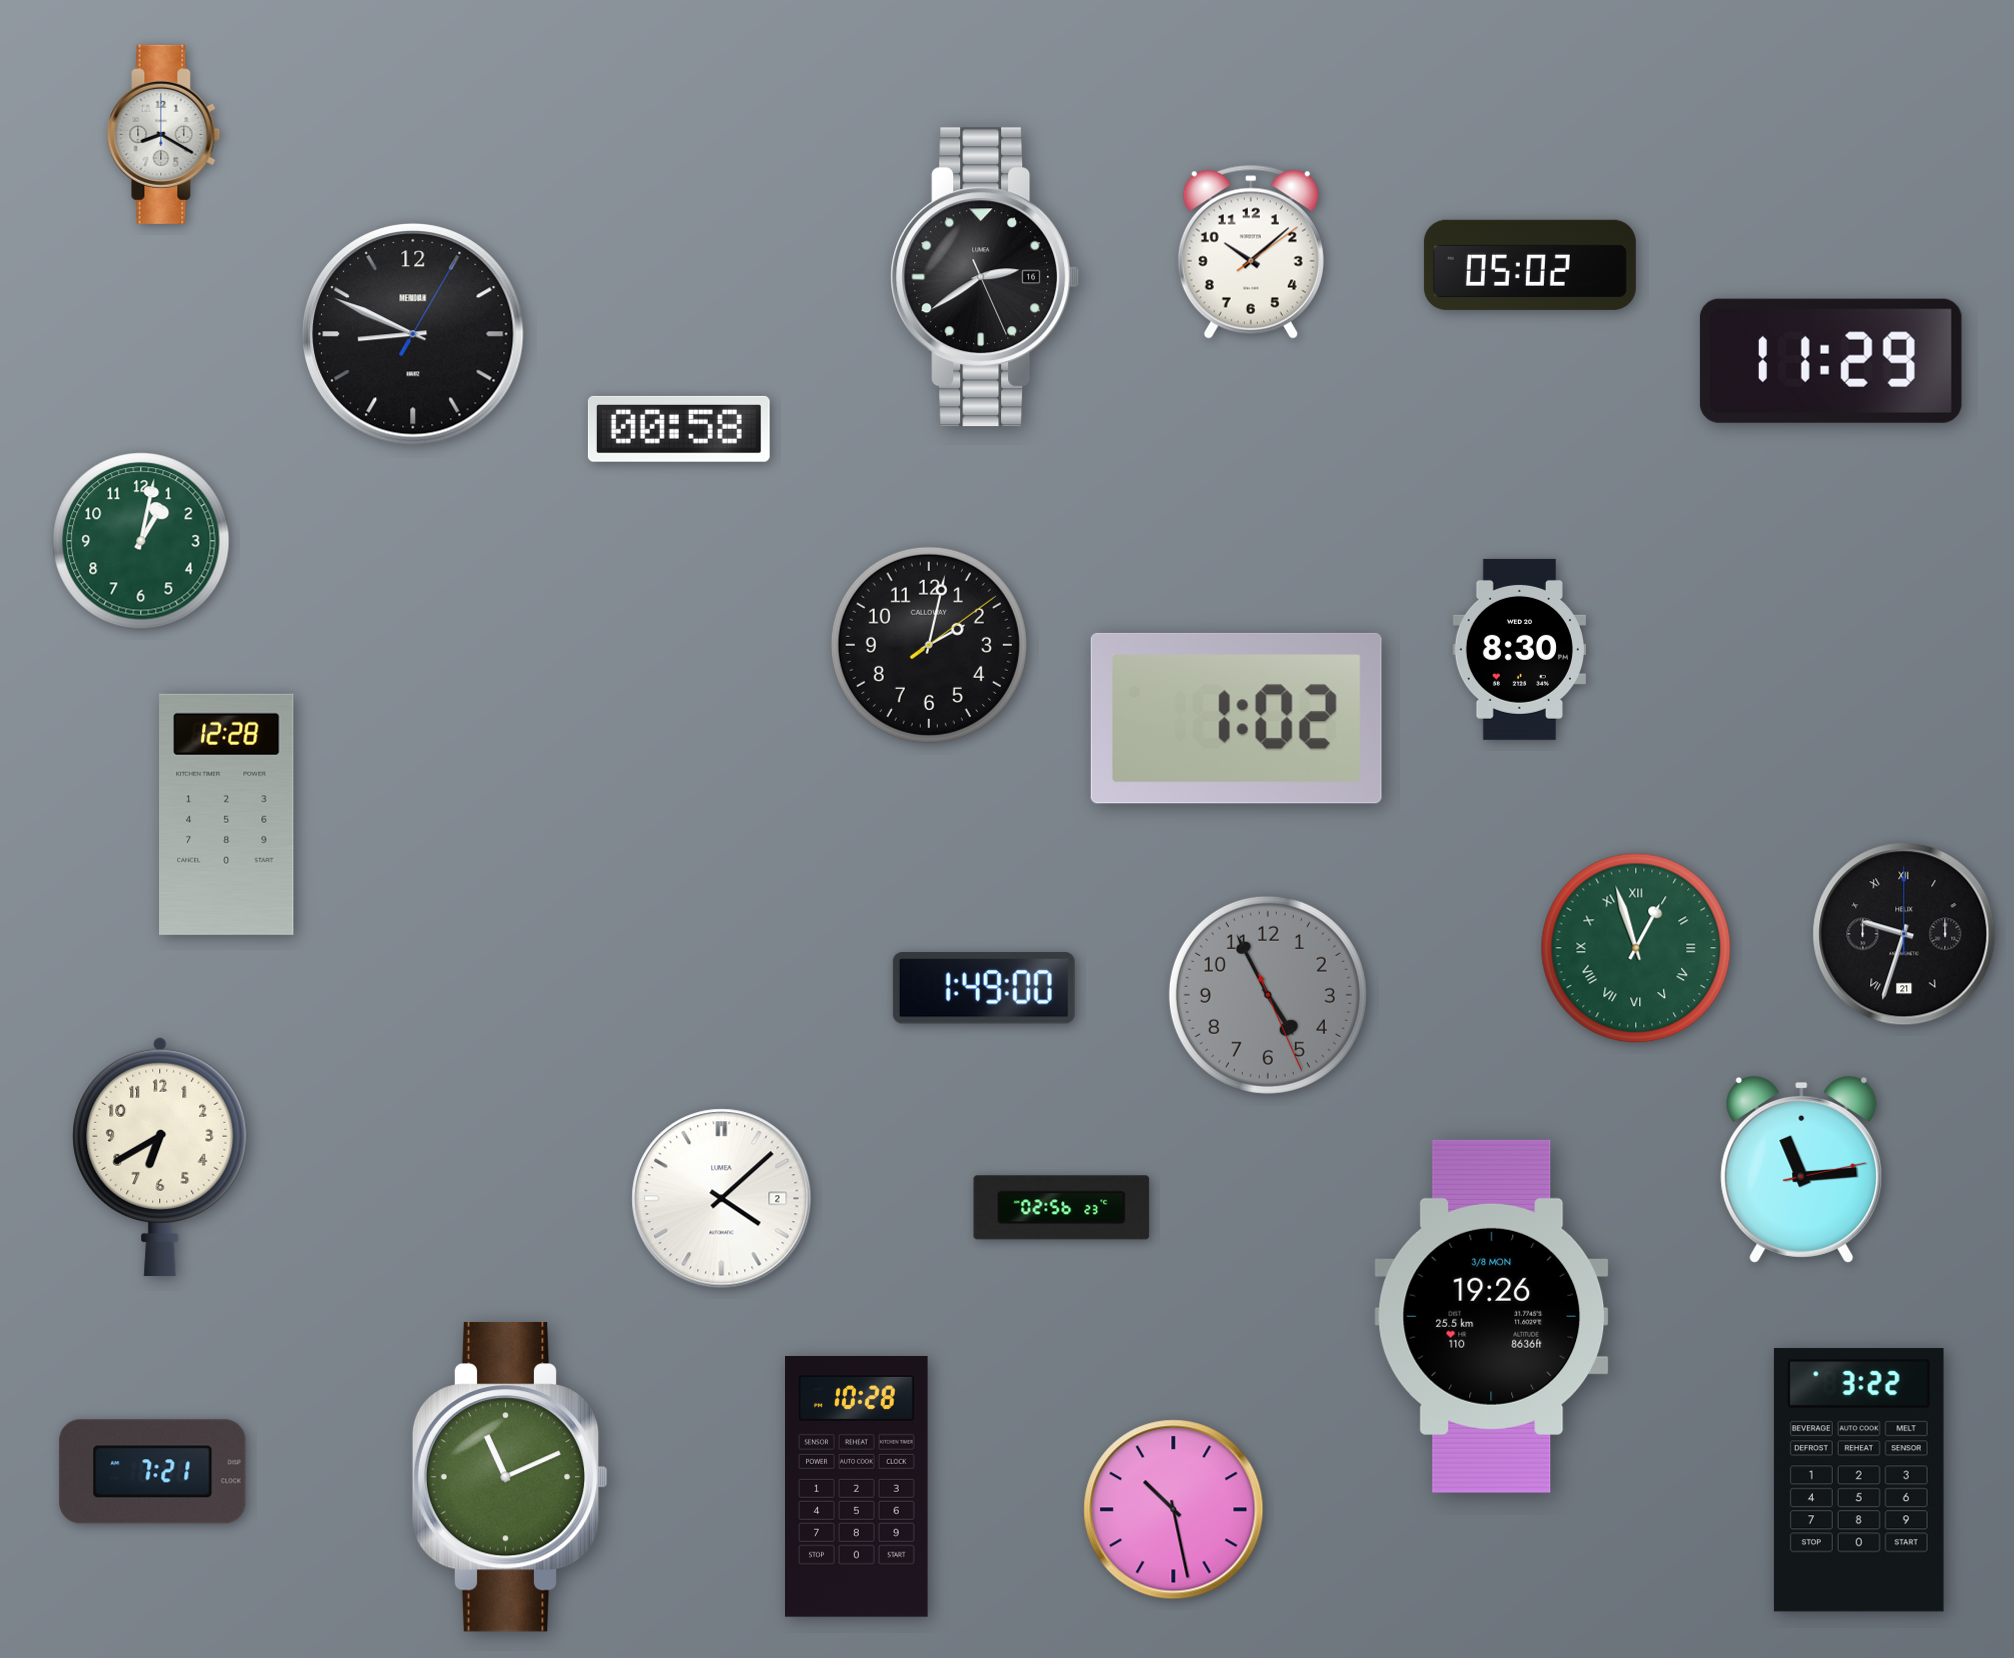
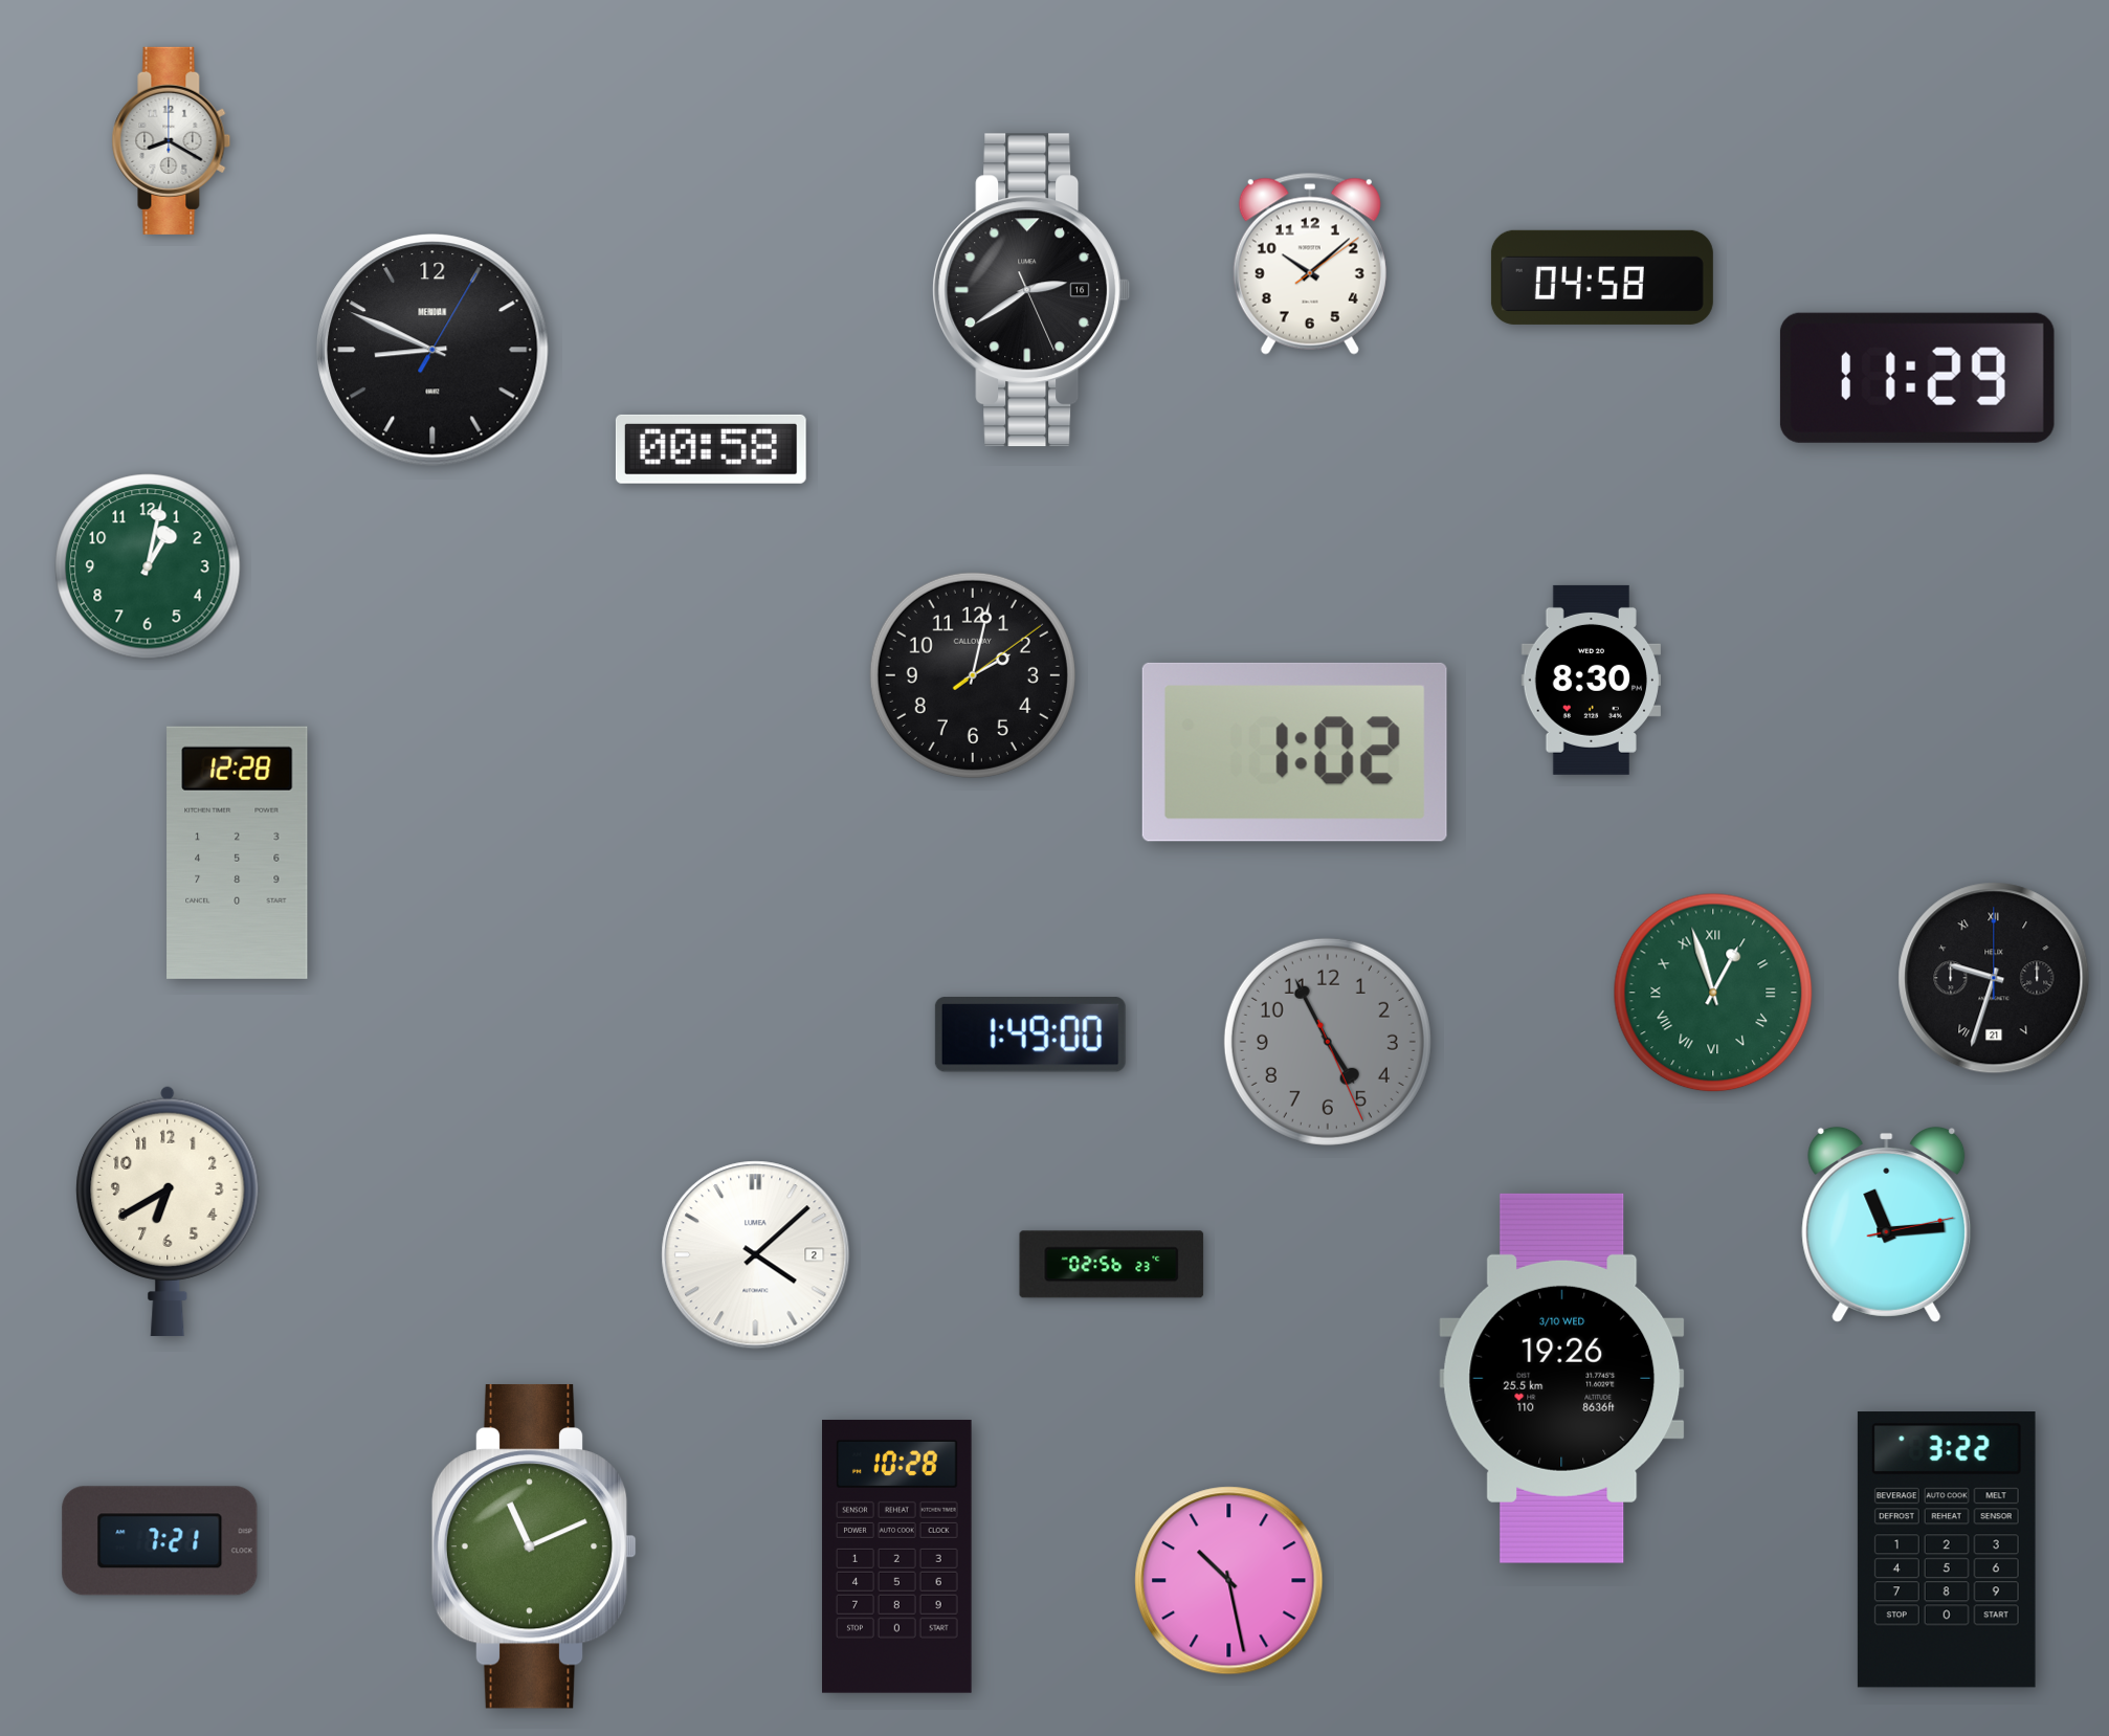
clock at (1530, 265): 05:02 -> 04:58
clock at (1492, 1316) date: 3/8 MON -> 3/10 WED
